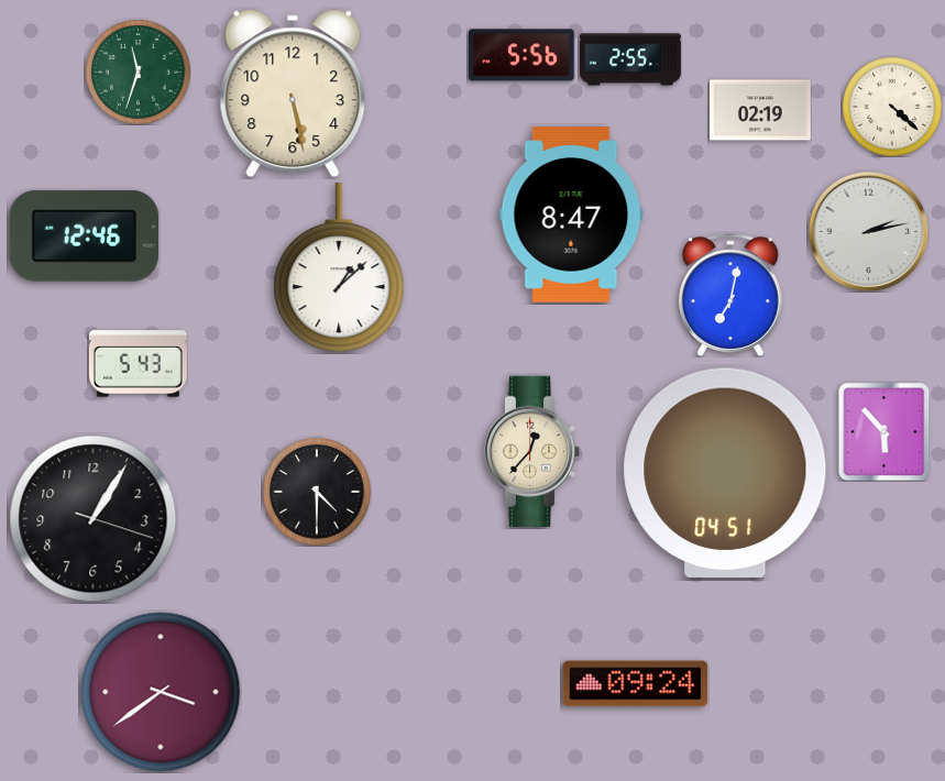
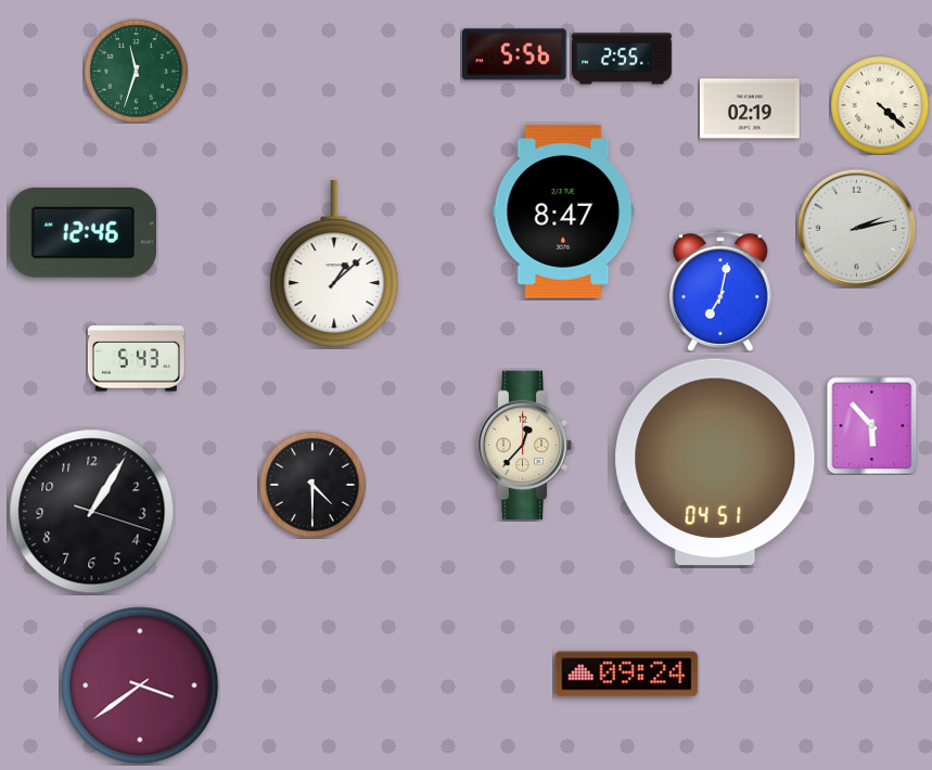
clock at (293, 94): 5:28 -> none
clock at (725, 473) position: (725, 473) -> (715, 462)
clock at (161, 692) position: (161, 692) -> (140, 685)
